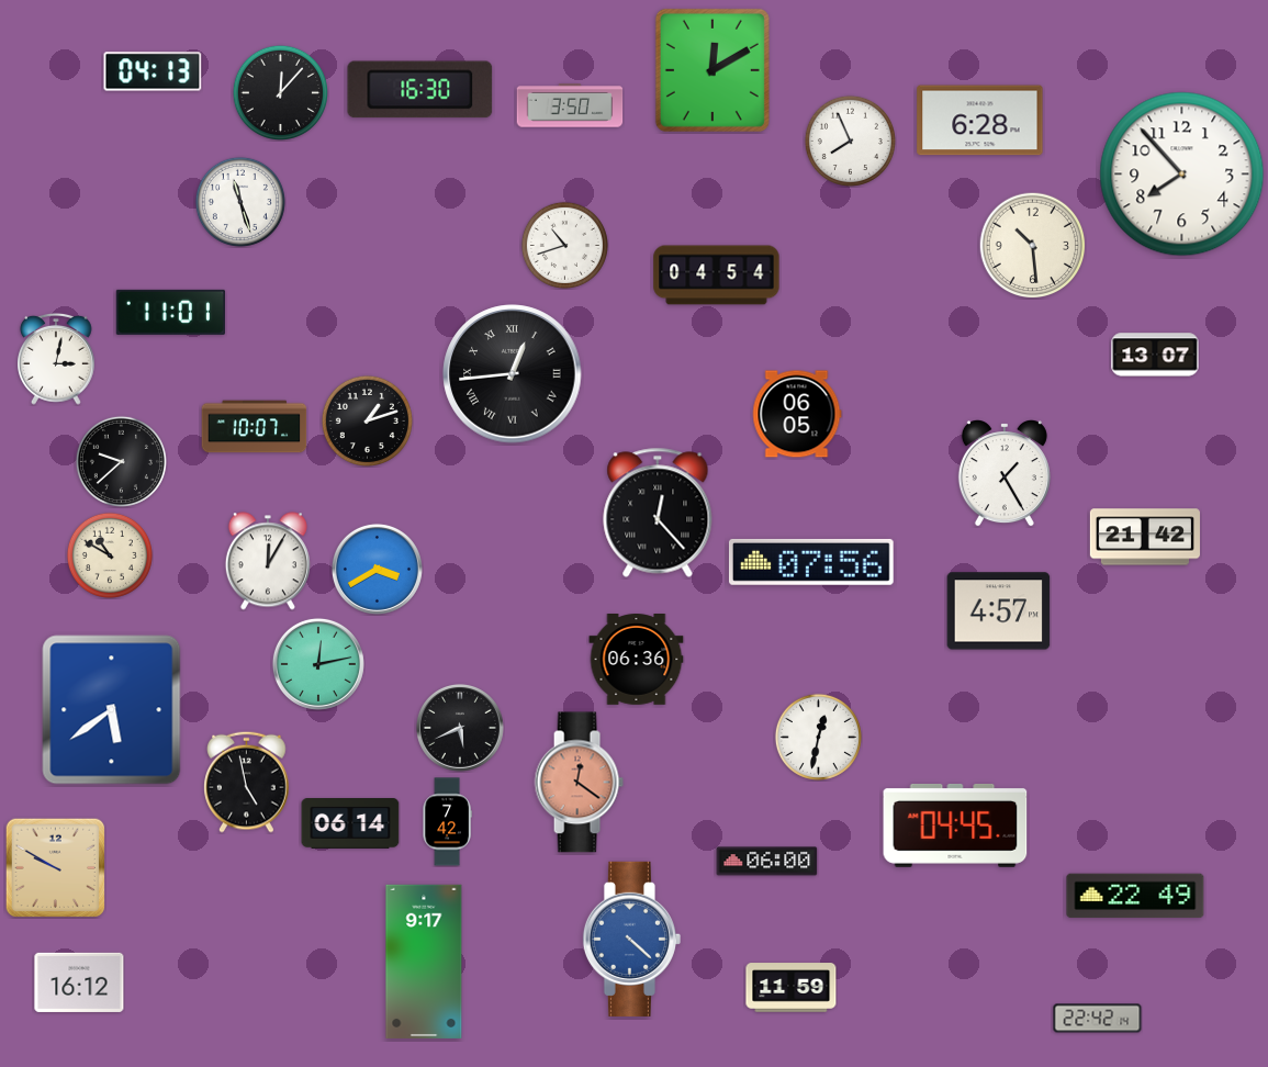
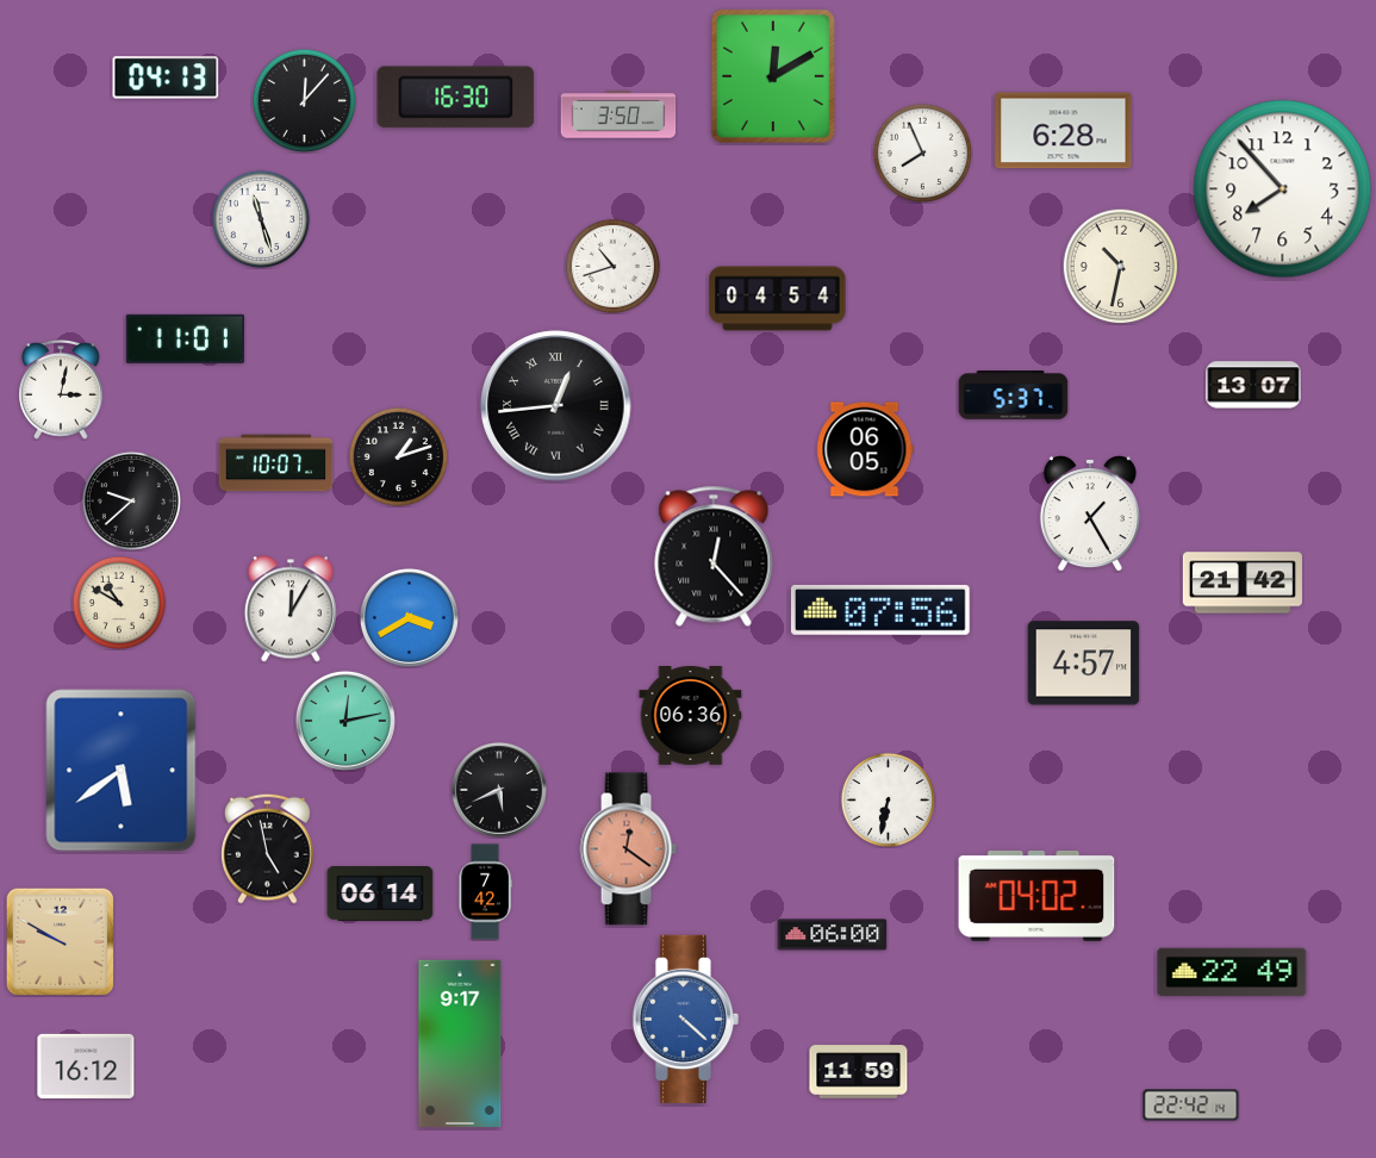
clock at (1032, 245): 10:29 -> 10:32
clock at (1014, 396): none -> 5:37
clock at (818, 737): 12:32 -> 6:32
clock at (955, 825): 04:45 -> 04:02
